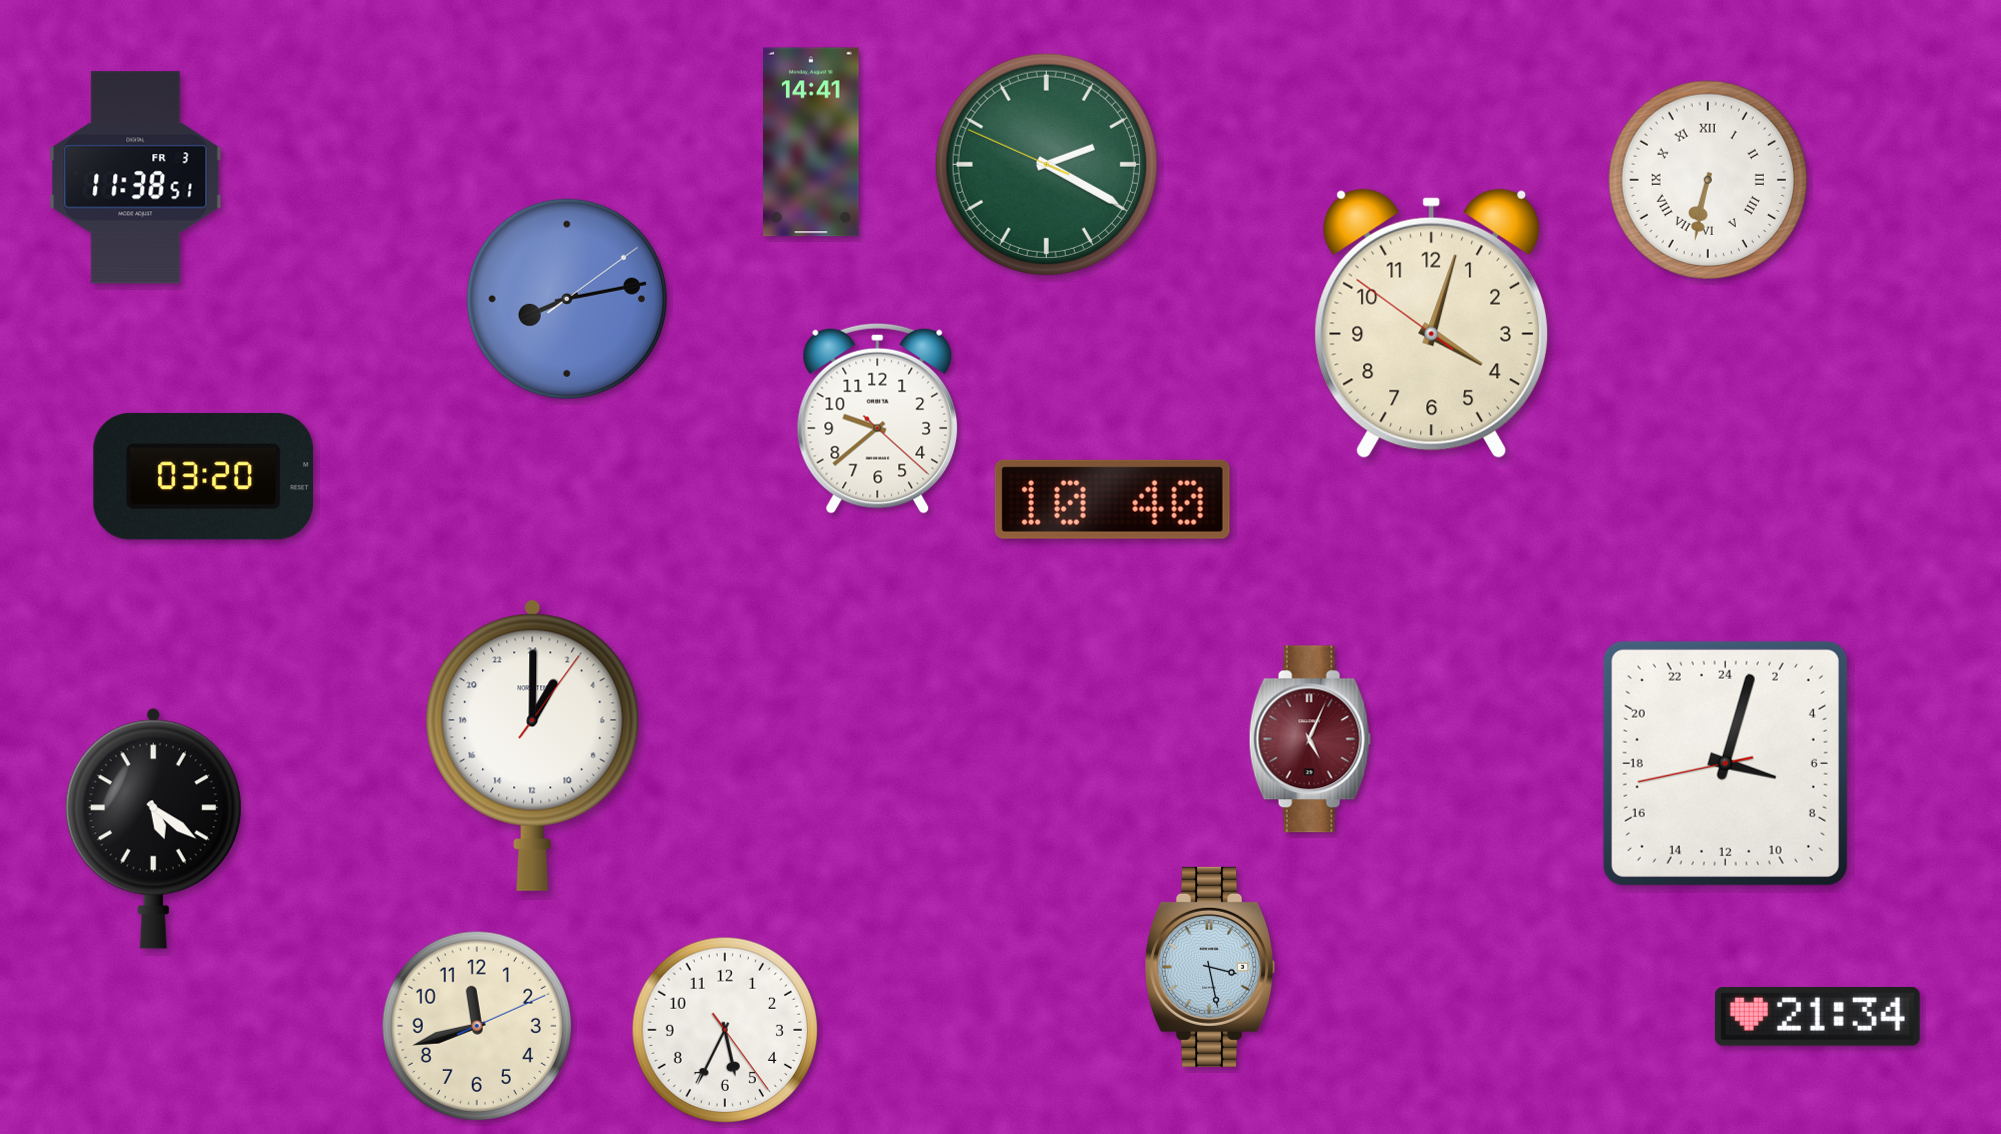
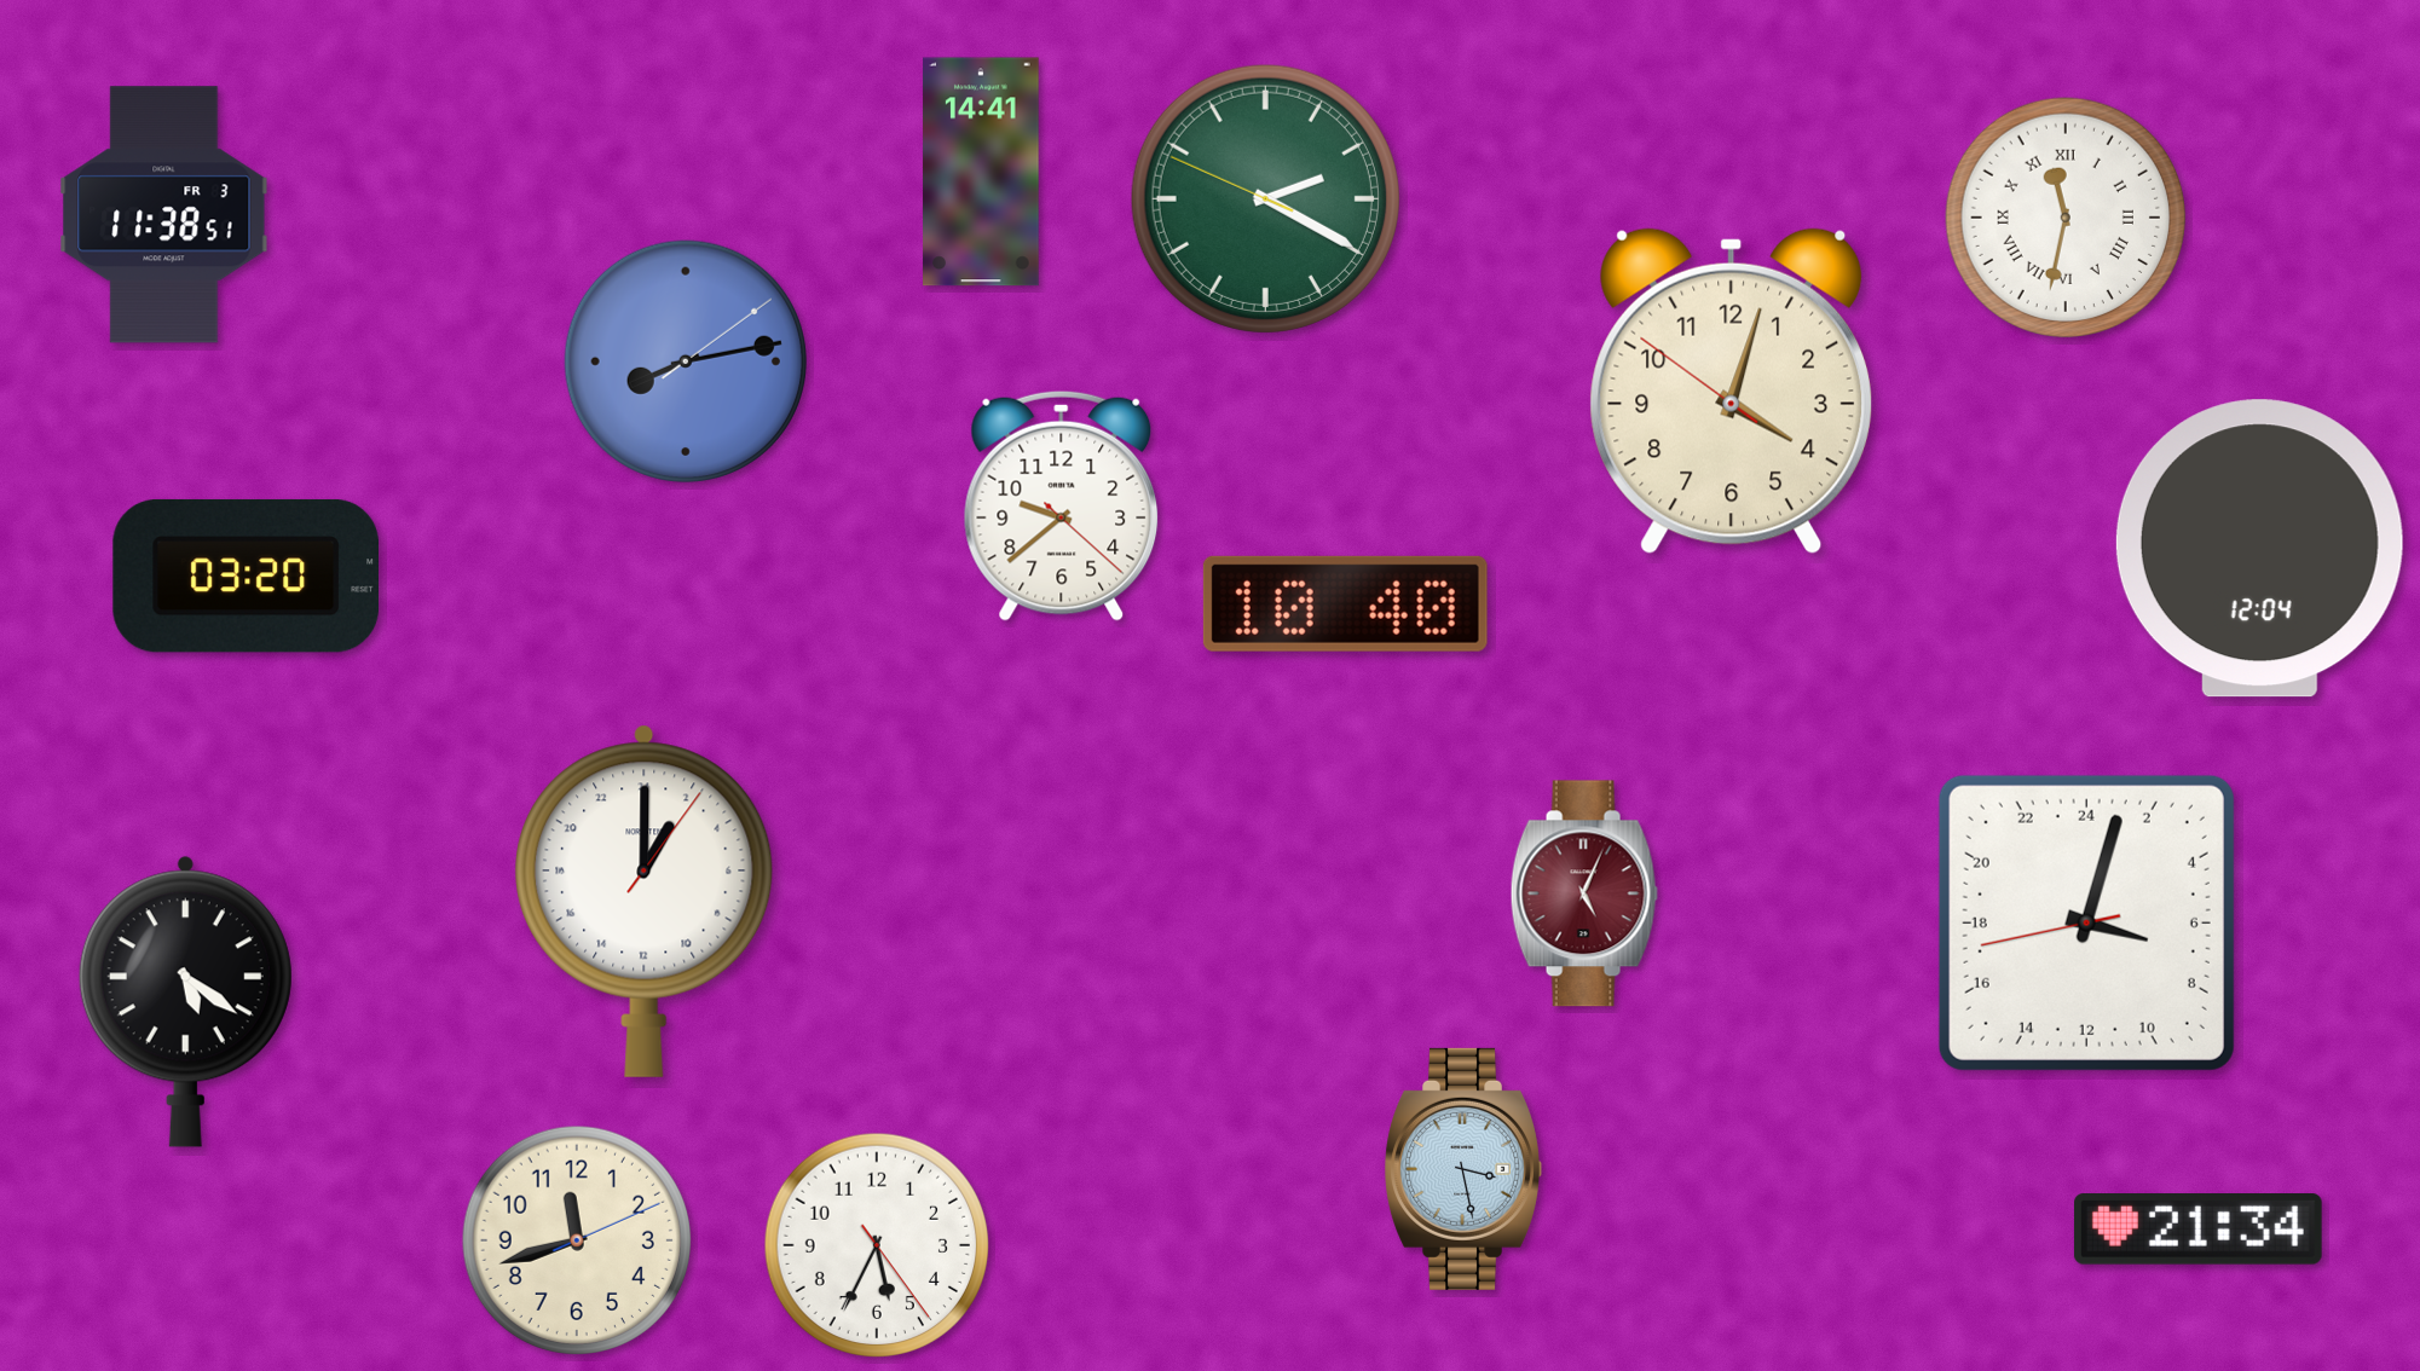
clock at (1708, 180): 6:32 -> 11:32
clock at (2259, 549): none -> 12:04
